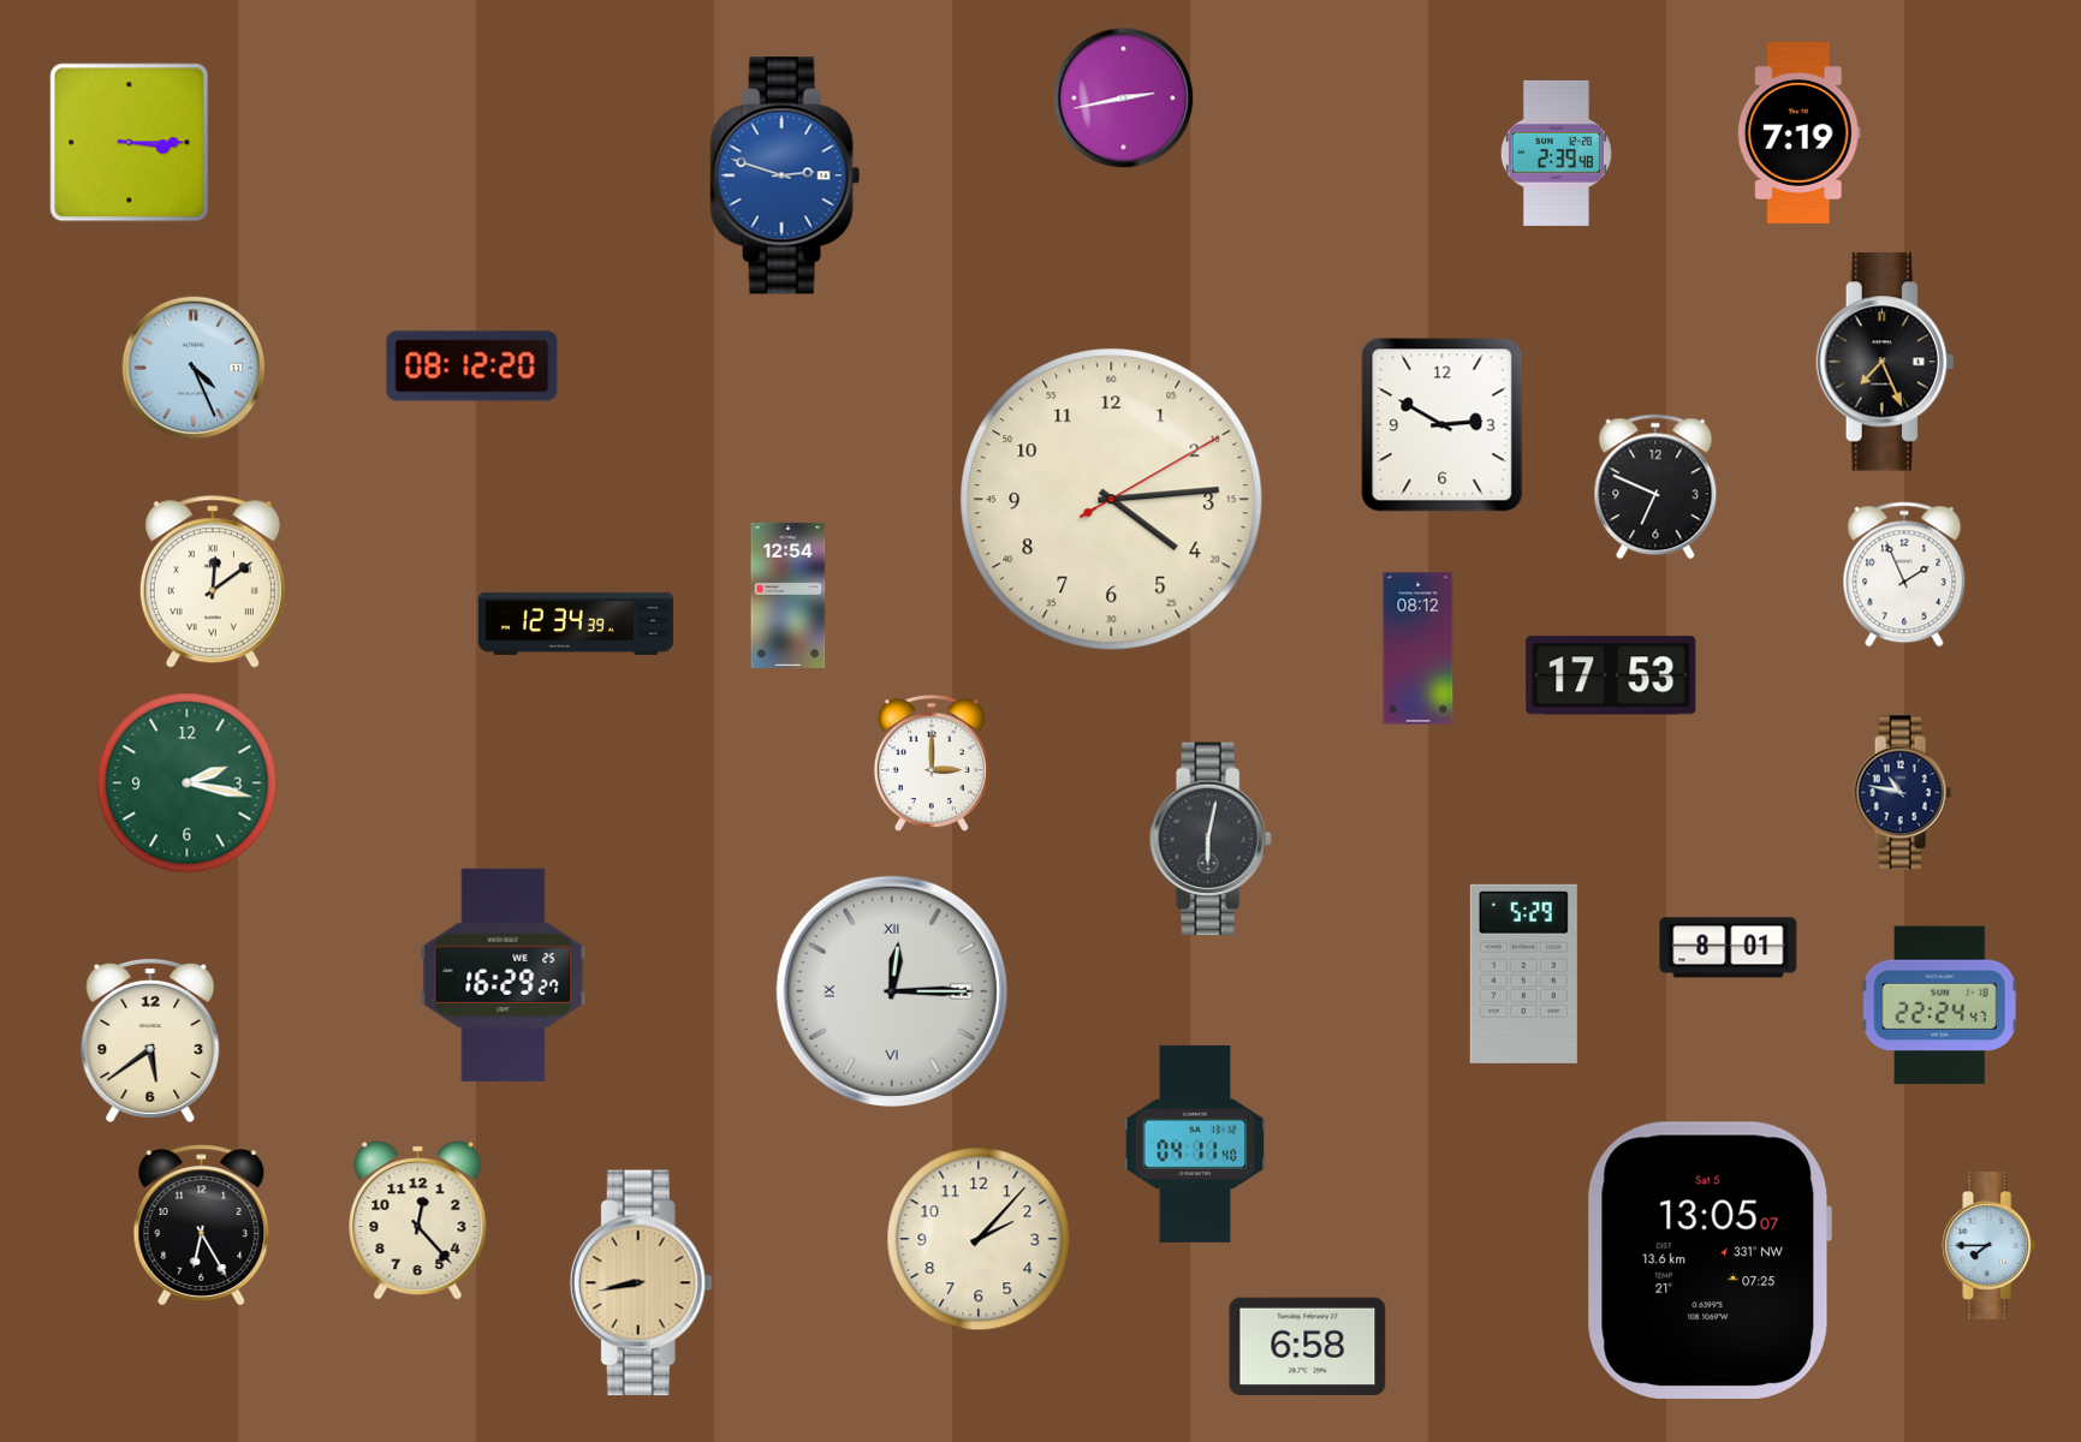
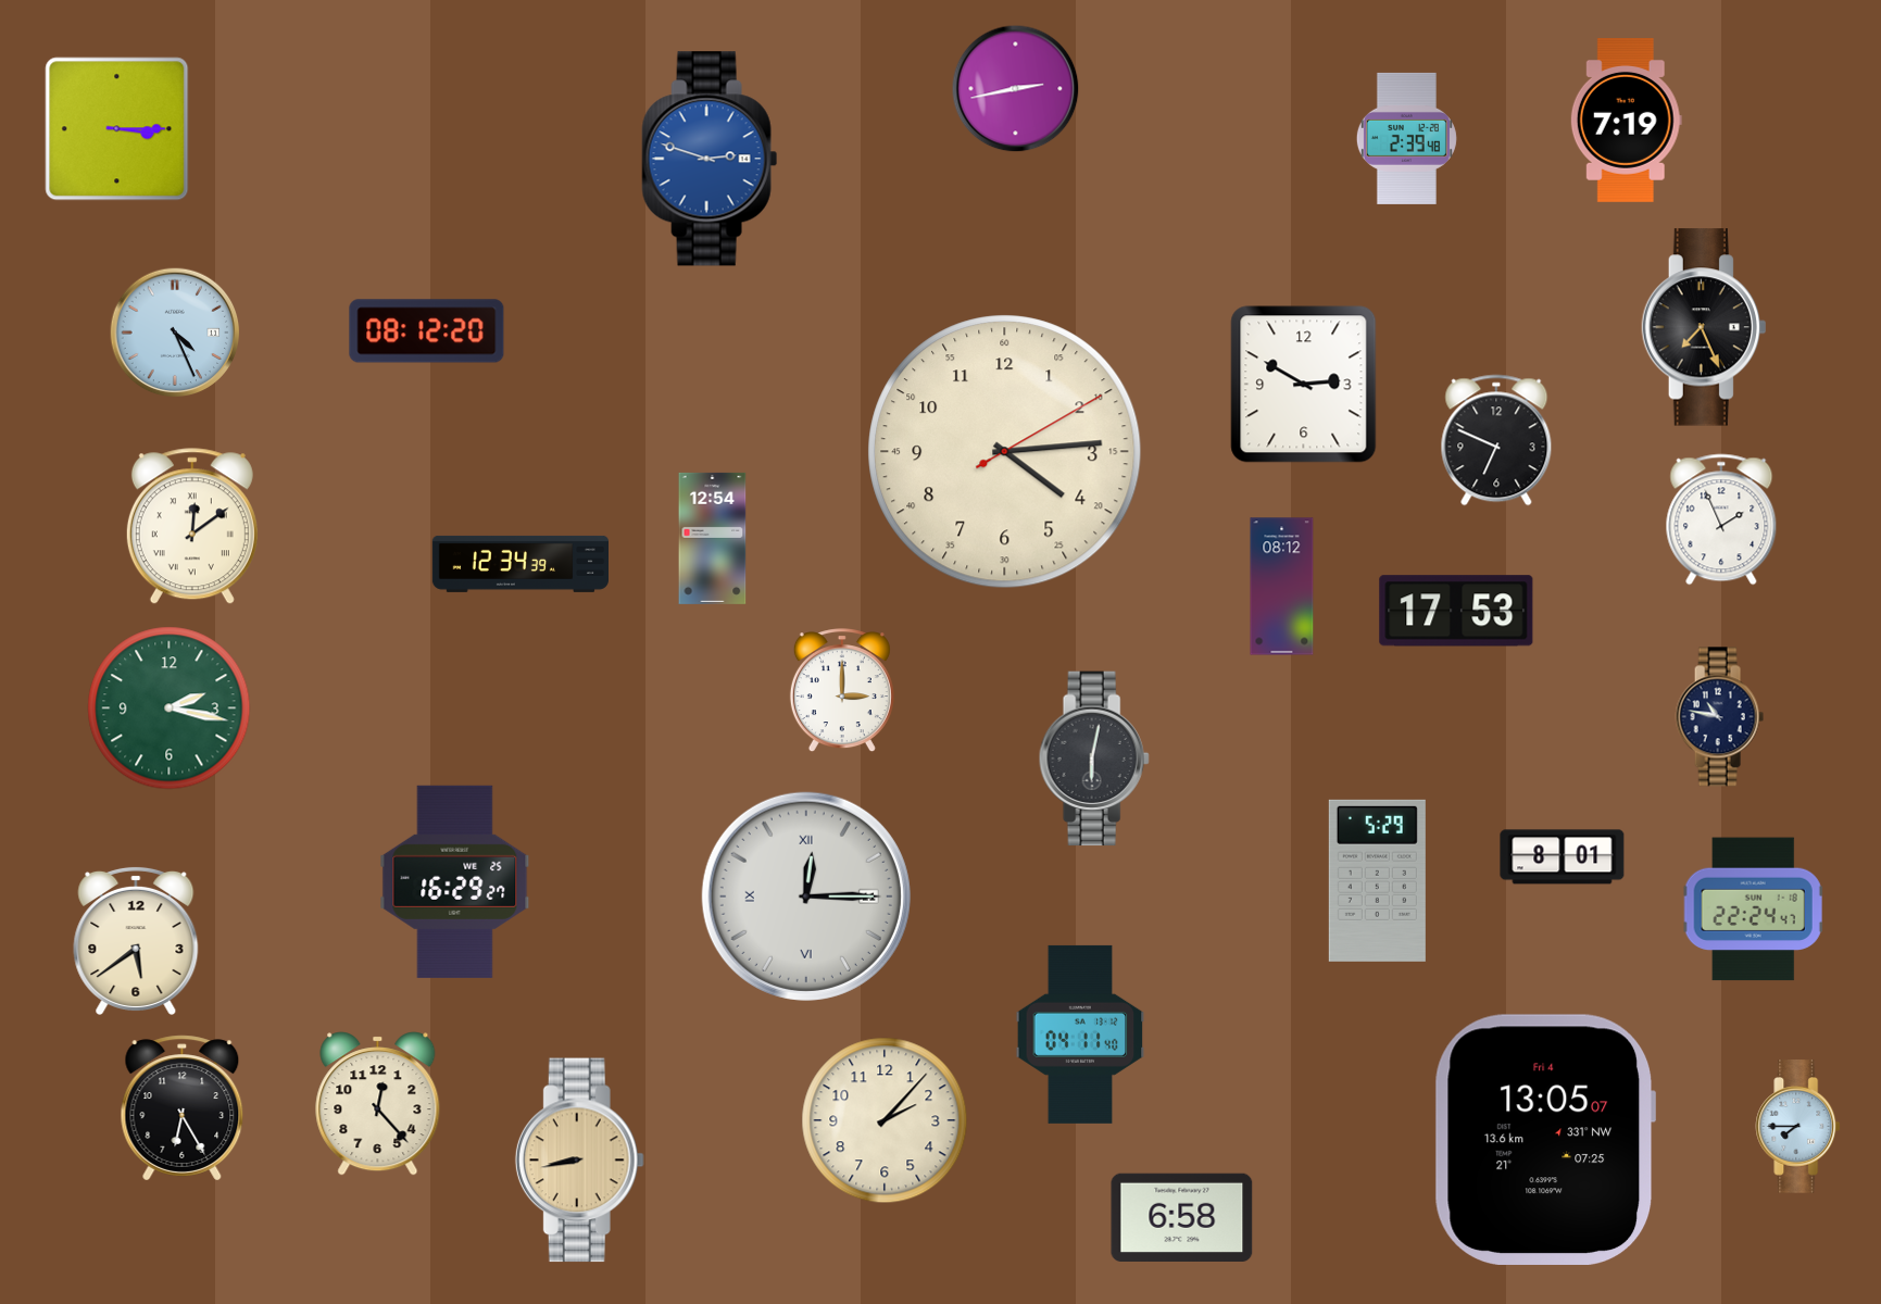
clock at (1708, 1261) date: Sat 5 -> Fri 4
